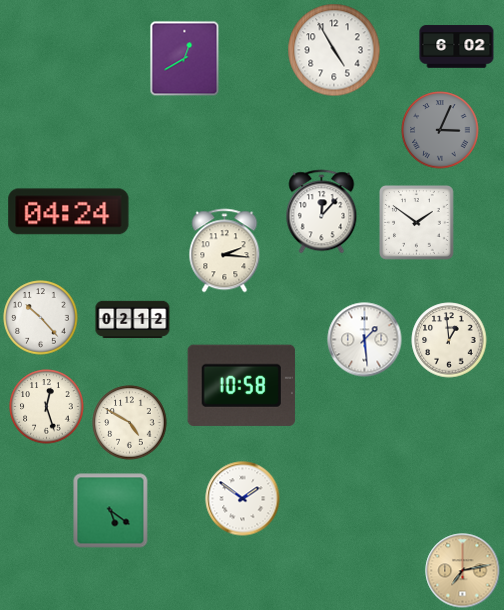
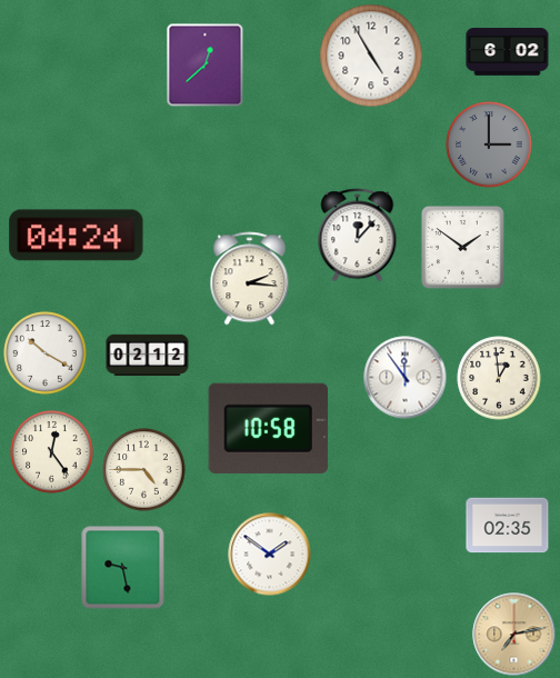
clock at (185, 59): 12:40 -> 12:38
clock at (440, 130): 3:04 -> 3:00
clock at (41, 318): 10:23 -> 10:20
clock at (365, 340): 1:29 -> 11:54
clock at (47, 407): 12:27 -> 12:24
clock at (130, 423): 4:50 -> 4:45
clock at (508, 526): none -> 02:35
clock at (111, 511): 5:21 -> 9:28
